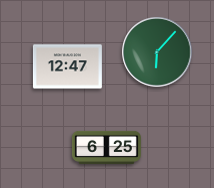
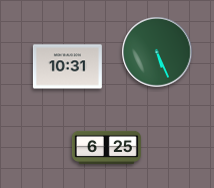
clock at (157, 52): 6:07 -> 5:26
clock at (67, 67): 12:47 -> 10:31
